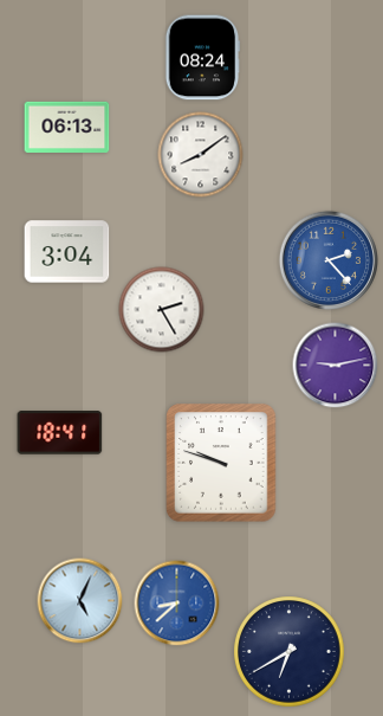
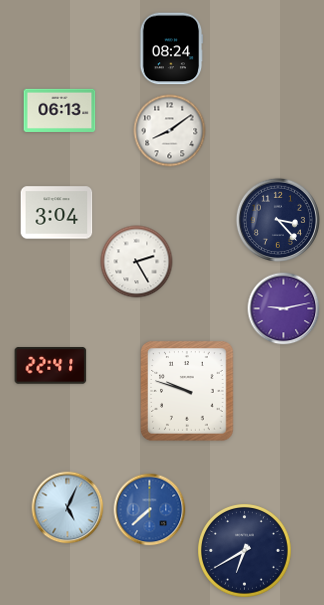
clock at (67, 127) position: (67, 127) -> (60, 110)
clock at (327, 259): 2:23 -> 3:23
clock at (327, 259) dial: blue -> navy
clock at (60, 433): 18:41 -> 22:41
clock at (177, 604): 8:38 -> 7:38
